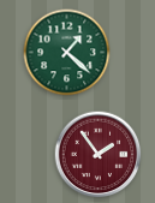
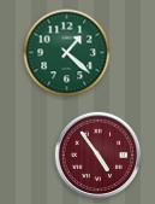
clock at (99, 155): 1:54 -> 4:54
